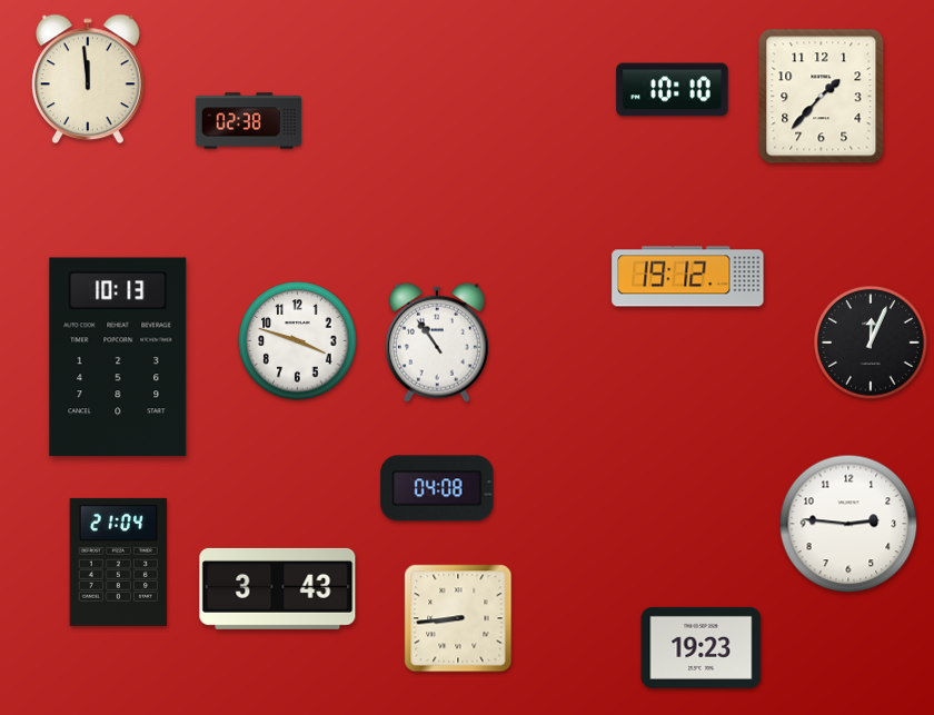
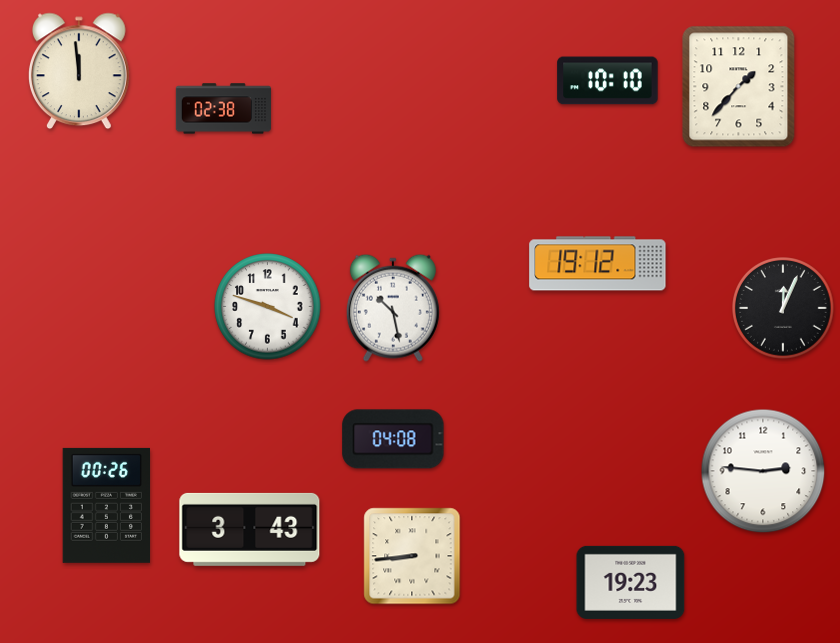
clock at (673, 90) position: (673, 90) -> (608, 81)
clock at (688, 277) position: (688, 277) -> (598, 264)
clock at (437, 342): 10:54 -> 10:28
clock at (118, 357): 10:13 -> none
clock at (118, 562): 21:04 -> 00:26
